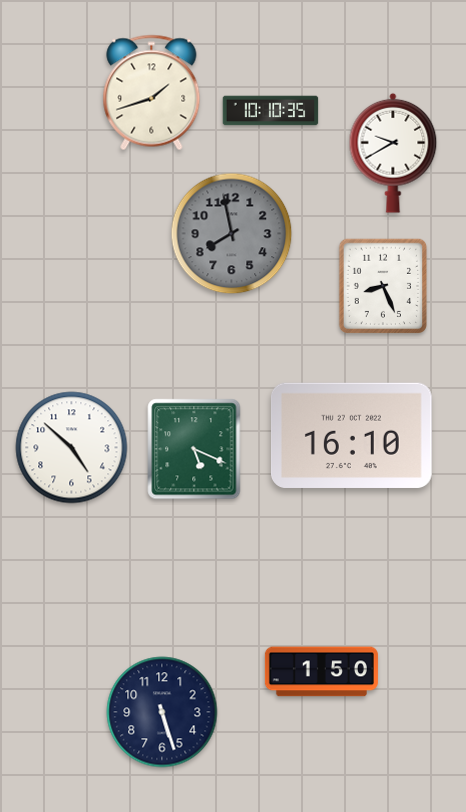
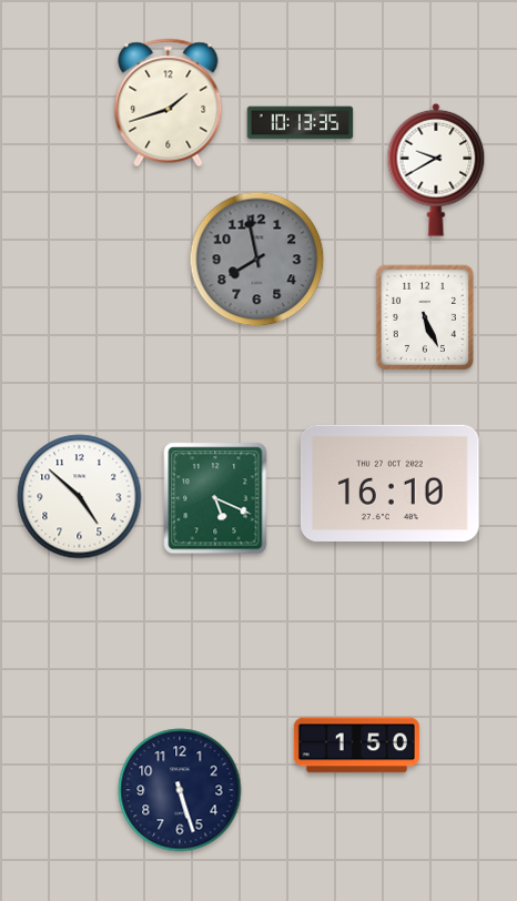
clock at (271, 111): 10:10 -> 10:13
clock at (382, 285): 8:26 -> 5:26
